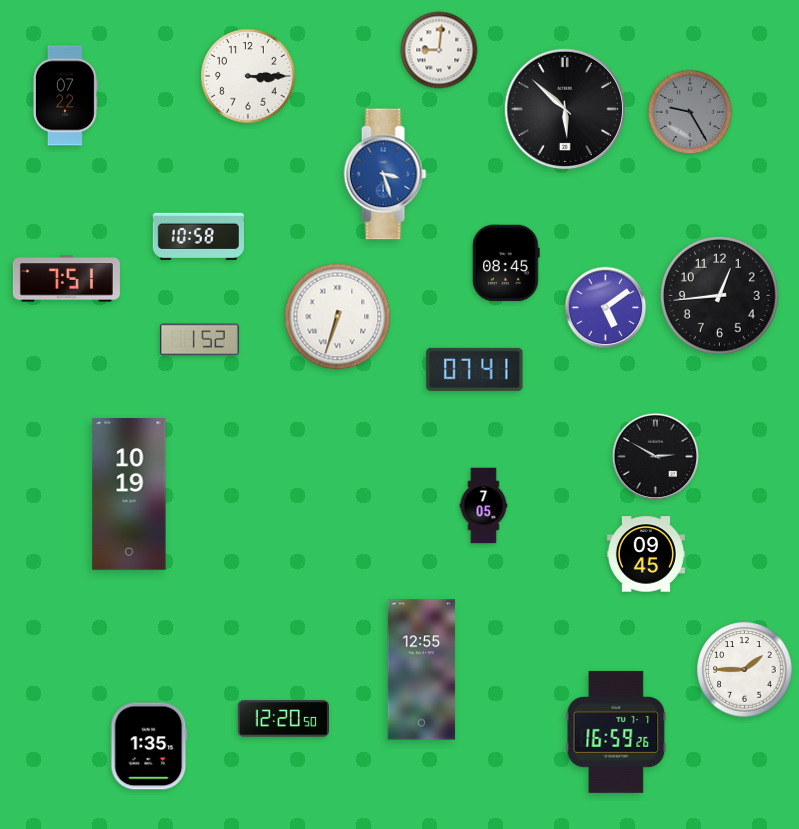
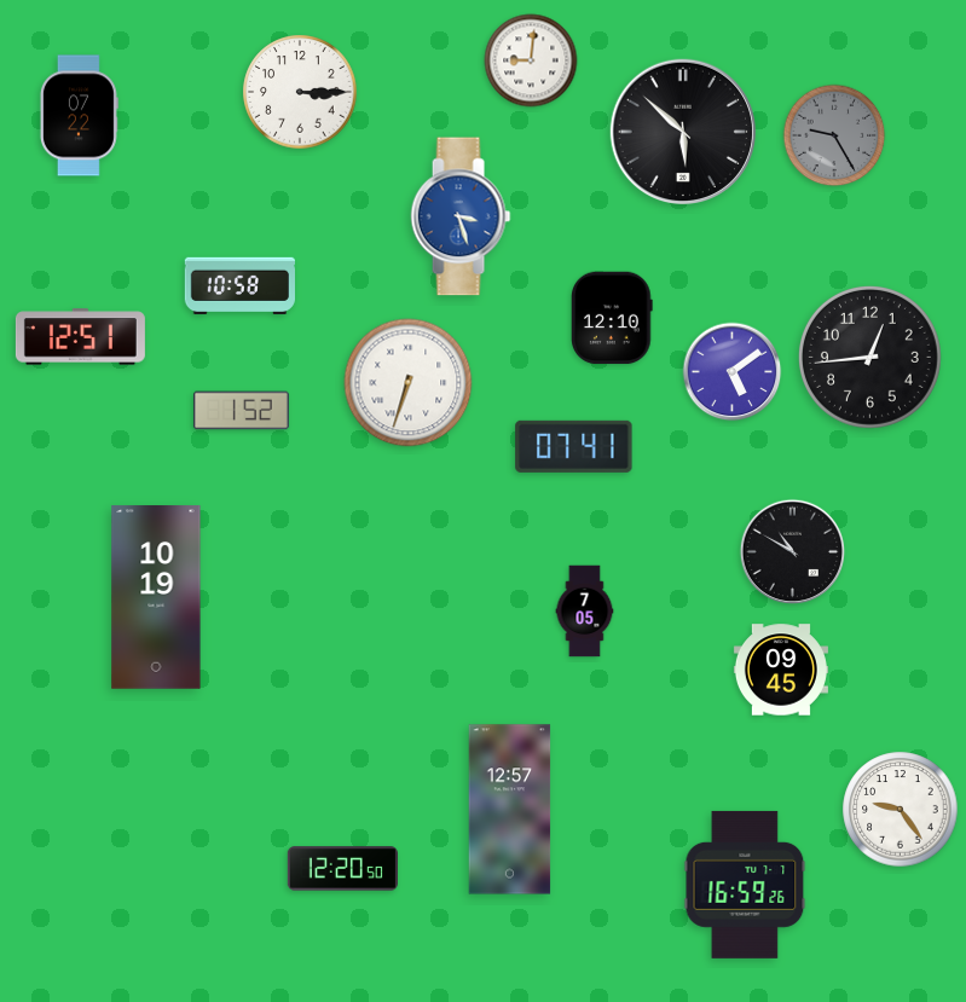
clock at (385, 174) position: (385, 174) -> (461, 216)
clock at (507, 263): 08:45 -> 12:10
clock at (66, 279): 7:51 -> 12:51
clock at (655, 456): 2:50 -> 10:50
clock at (422, 670): 12:55 -> 12:57
clock at (745, 670): 1:45 -> 9:24
clock at (149, 746): 1:35 -> none
